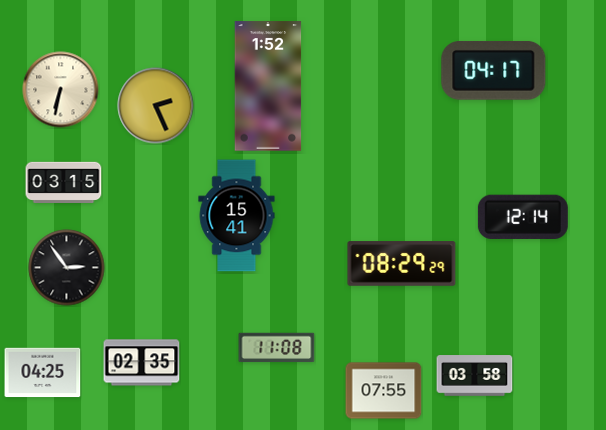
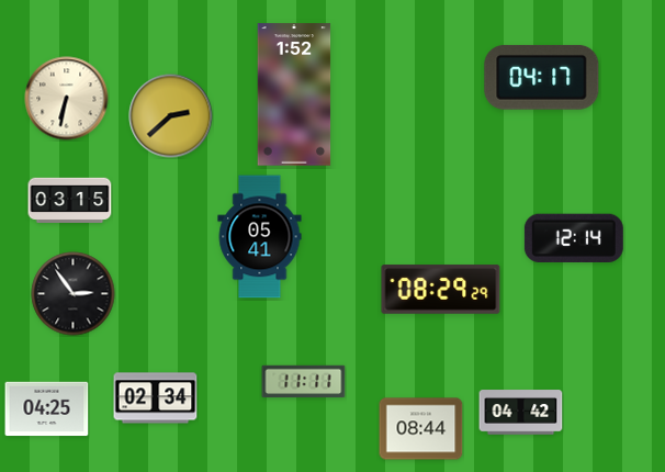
clock at (156, 106): 2:26 -> 2:38
clock at (237, 216): 15:41 -> 05:41
clock at (277, 348): 11:08 -> 11:11
clock at (142, 363): 02:35 -> 02:34
clock at (475, 376): 03:58 -> 04:42
clock at (384, 391): 07:55 -> 08:44
